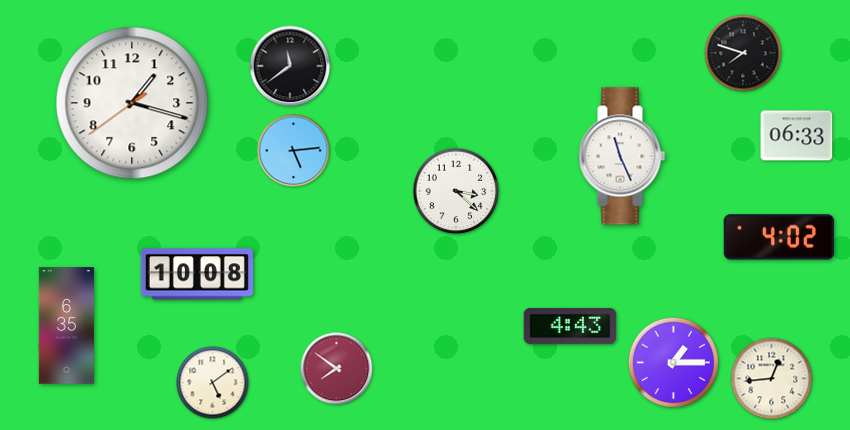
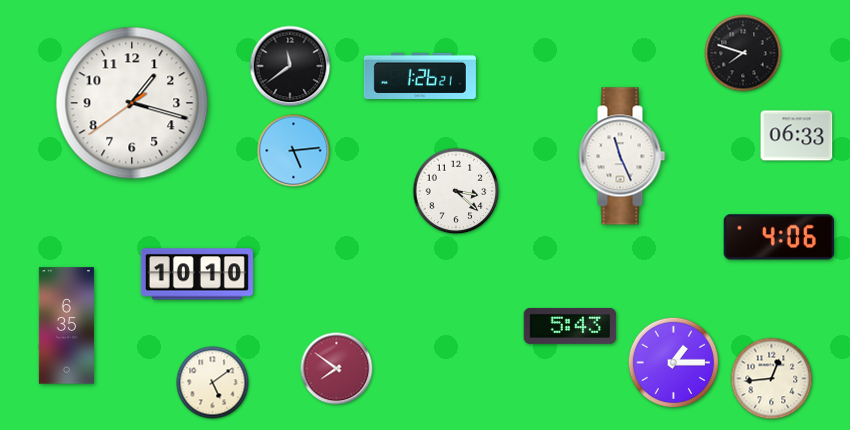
clock at (420, 75): none -> 1:26
clock at (778, 237): 4:02 -> 4:06
clock at (197, 274): 10:08 -> 10:10
clock at (570, 326): 4:43 -> 5:43
